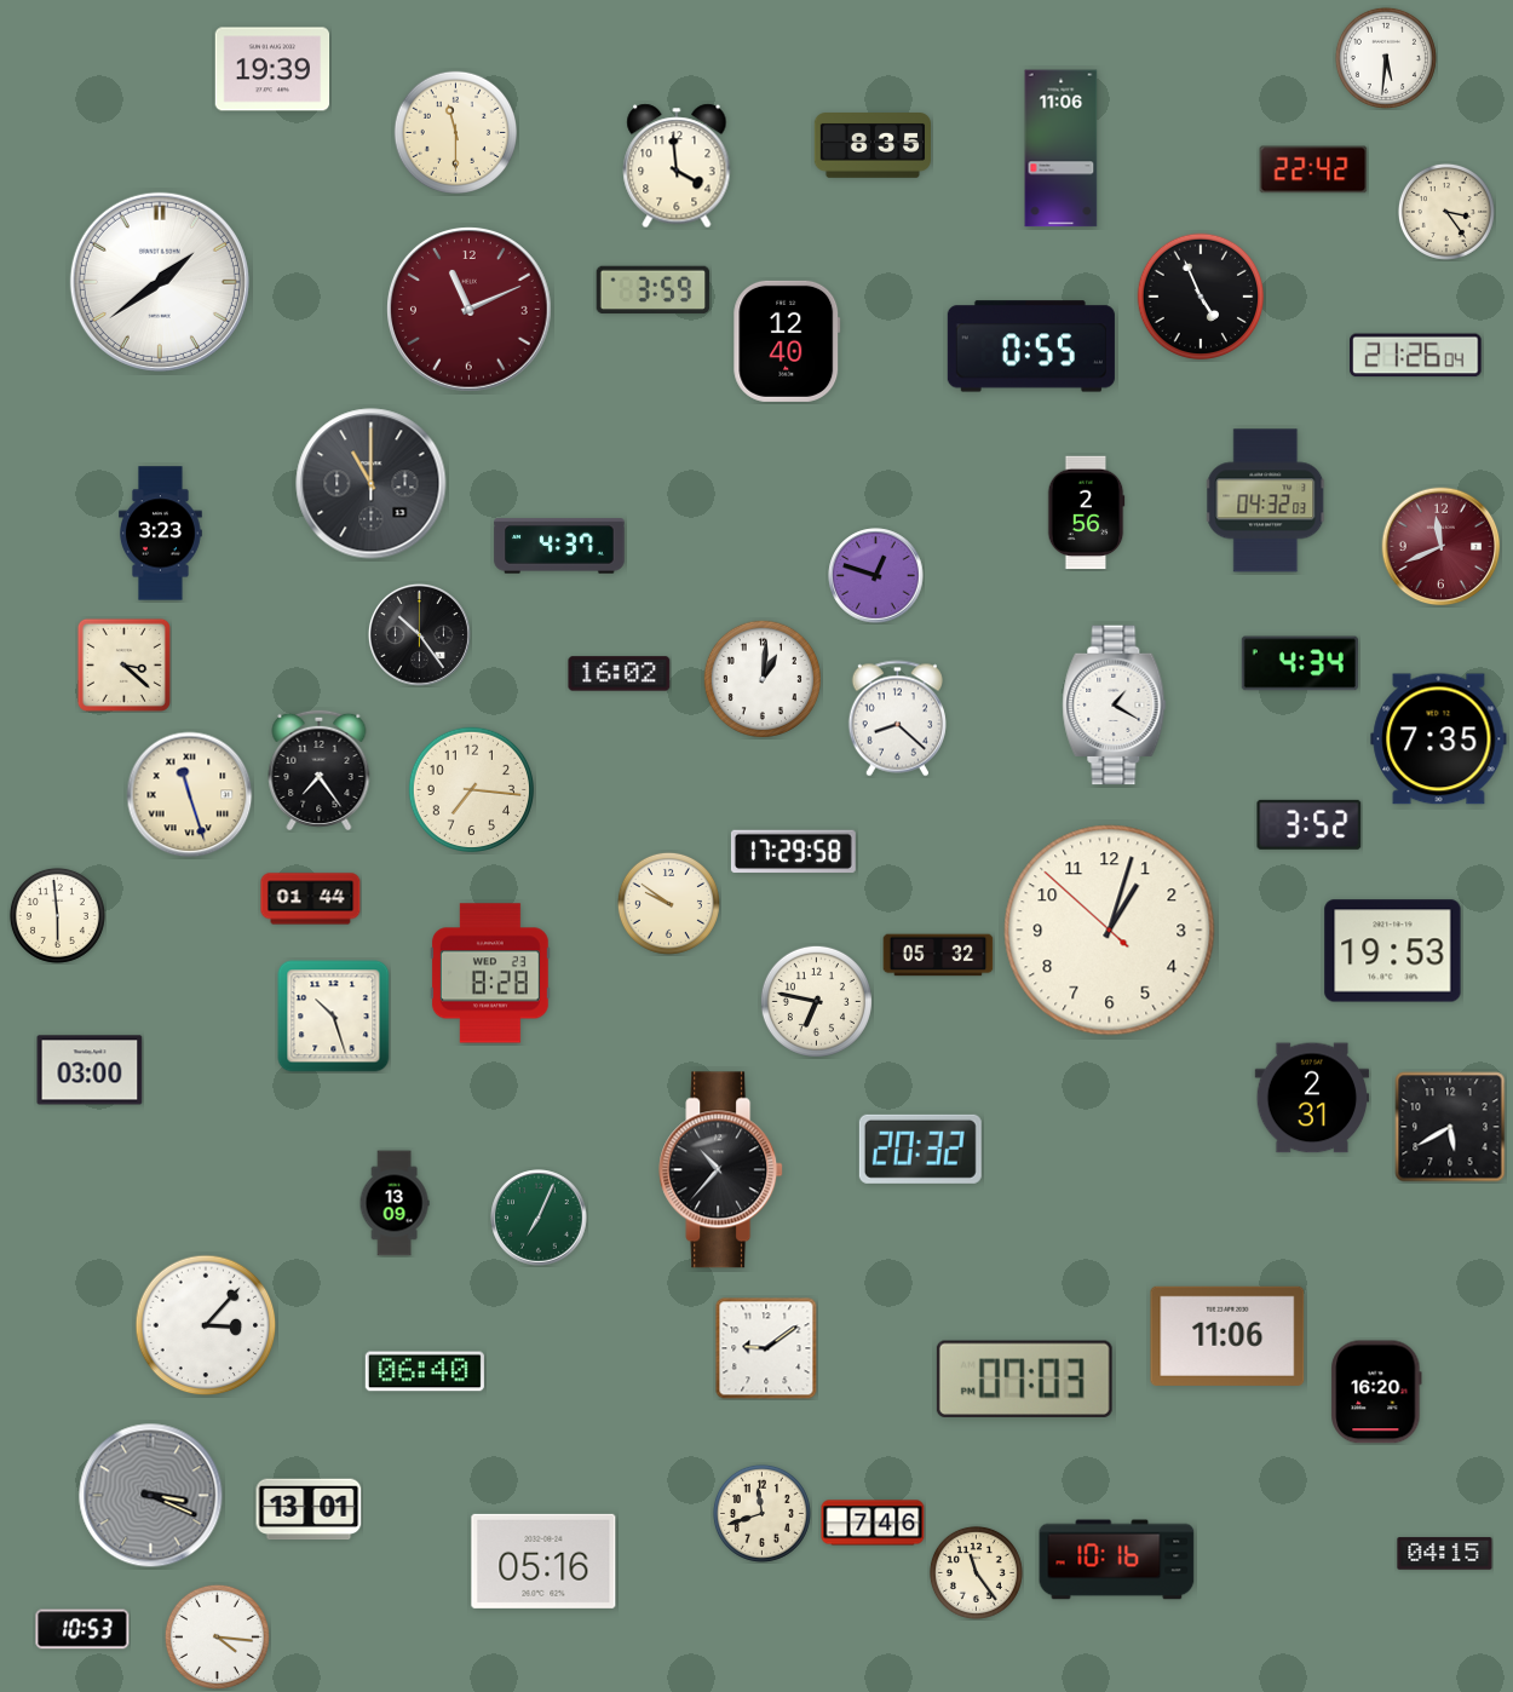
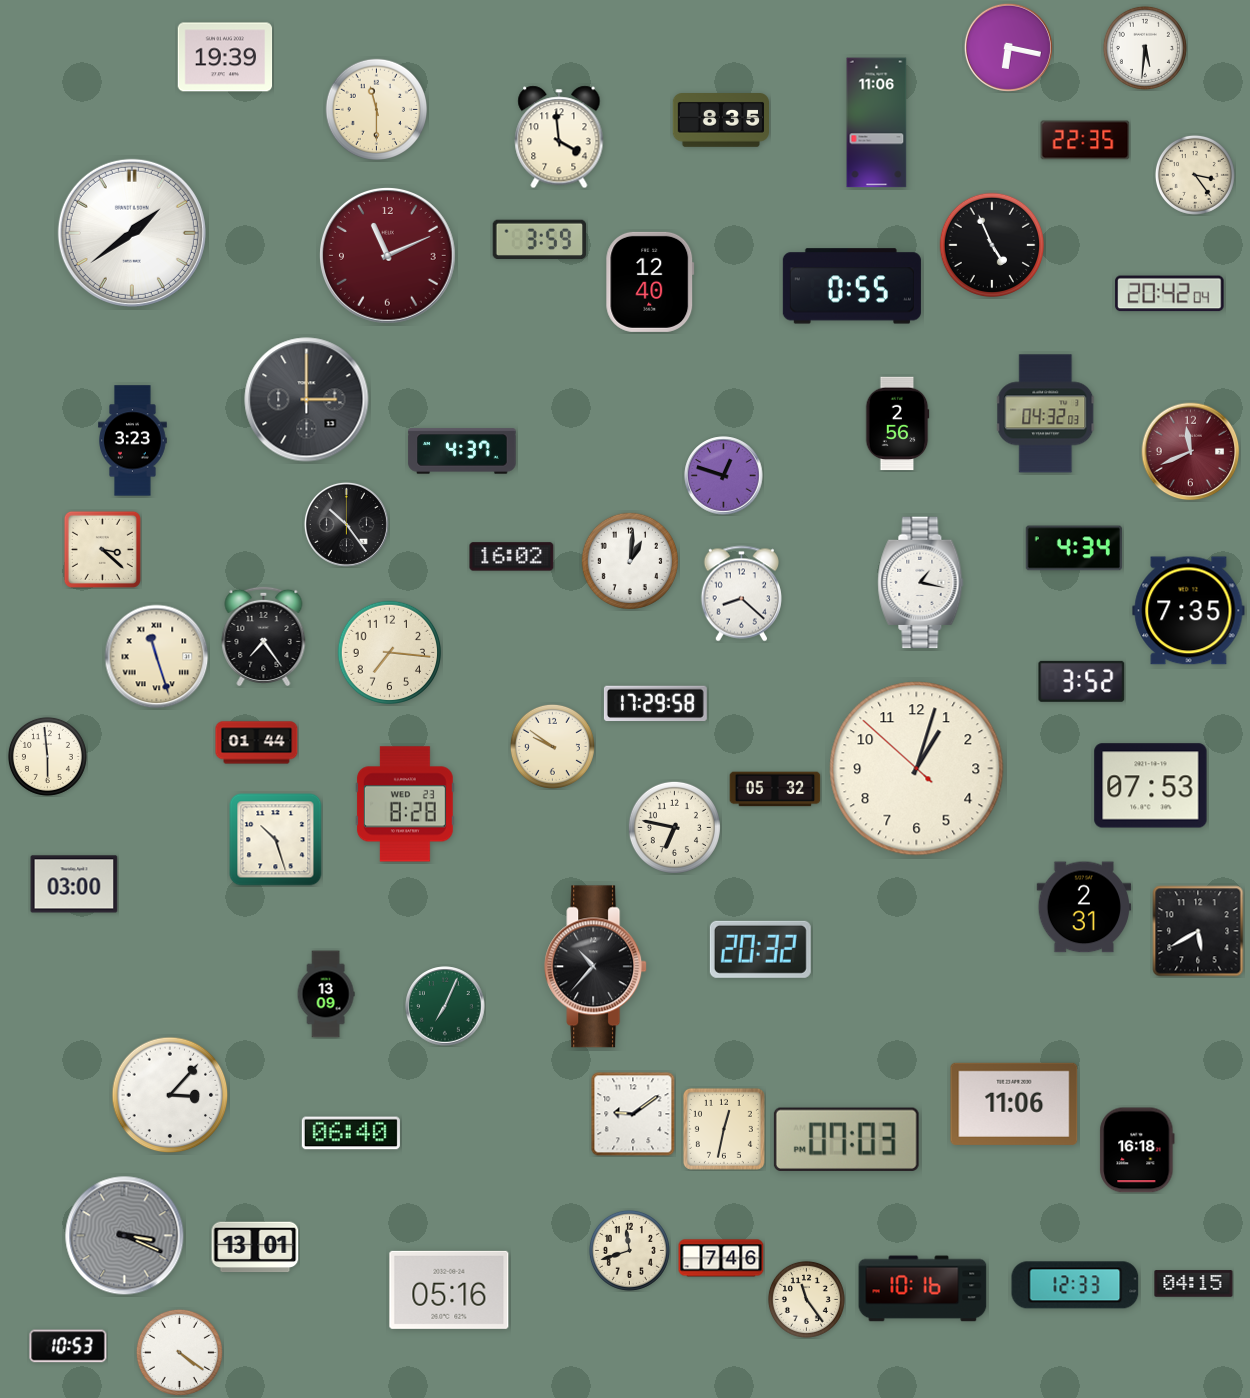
clock at (1008, 47): none -> 6:17
clock at (1313, 169): 22:42 -> 22:35
clock at (1416, 356): 21:26 -> 20:42
clock at (372, 484): 11:00 -> 3:00
clock at (1115, 706): 1:20 -> 1:17
clock at (1393, 951): 19:53 -> 07:53
clock at (724, 1129): none -> 12:32
clock at (1376, 1392): 16:20 -> 16:18
clock at (1075, 1285): none -> 12:33
clock at (217, 1636): 4:16 -> 4:21
